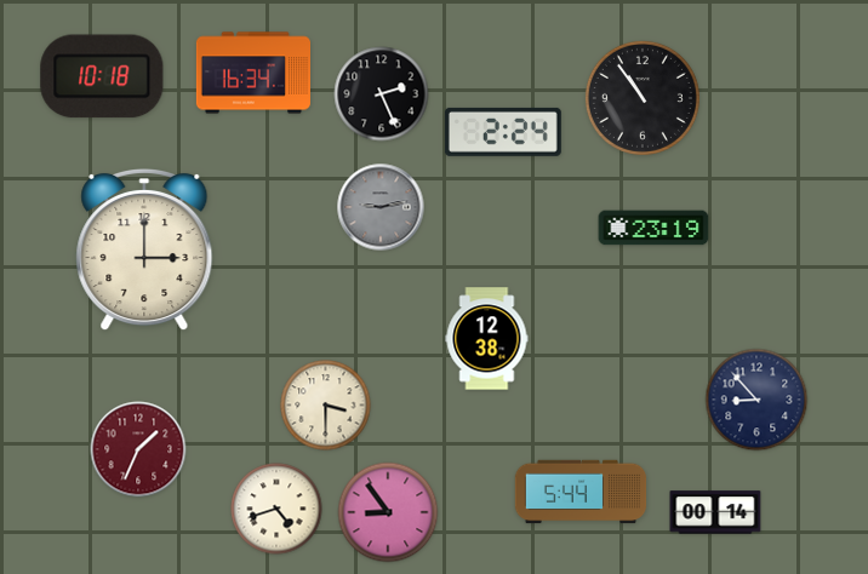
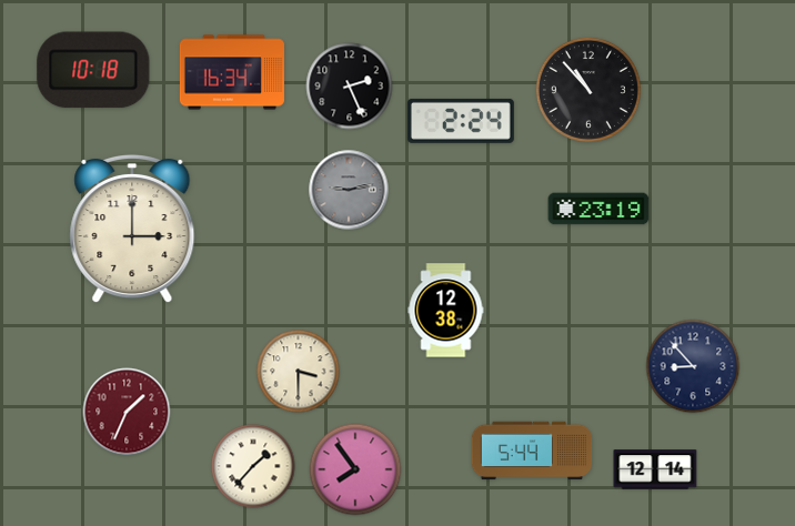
clock at (252, 73) position: (252, 73) -> (231, 72)
clock at (643, 98): 10:54 -> 10:53
clock at (276, 509): 4:42 -> 1:37
clock at (388, 512): 8:54 -> 7:54
clock at (715, 512): 00:14 -> 12:14
